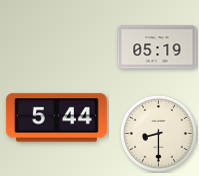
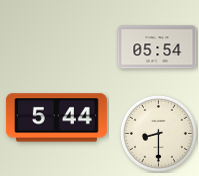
clock at (157, 47): 05:19 -> 05:54
